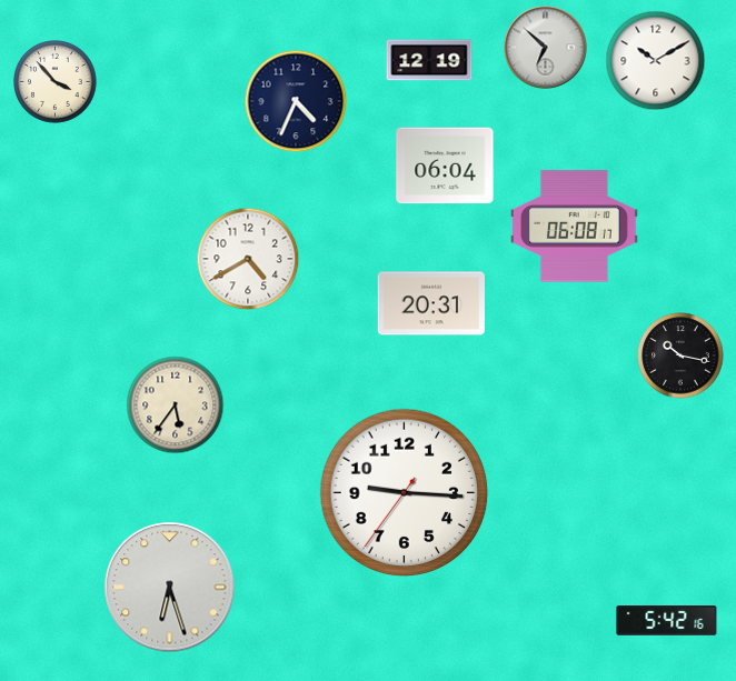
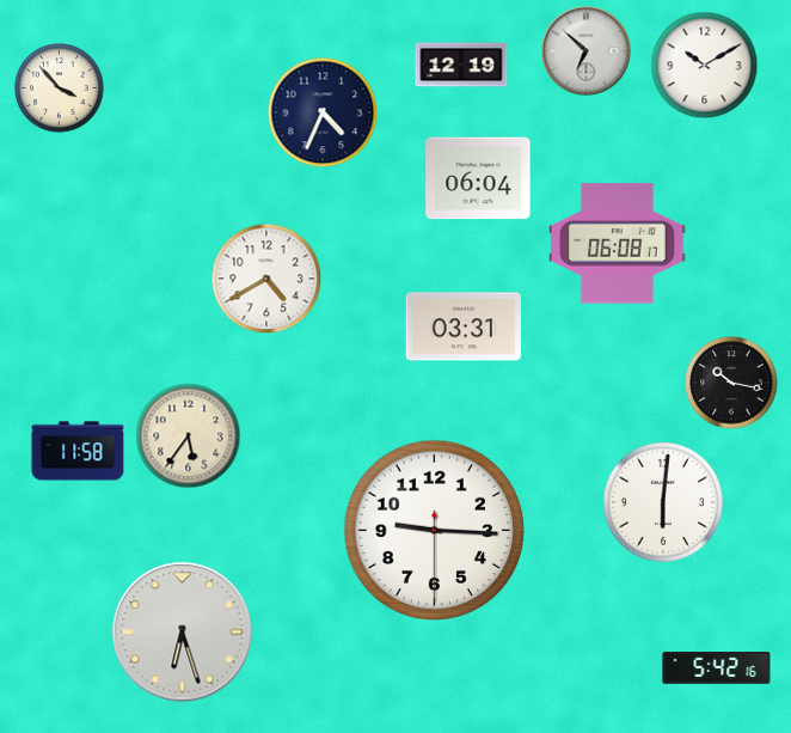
clock at (296, 101) position: (296, 101) -> (323, 112)
clock at (431, 303): 20:31 -> 03:31
clock at (78, 451): none -> 11:58
clock at (663, 502): none -> 6:01
clock at (405, 493): 9:15:36 -> 9:15:30
